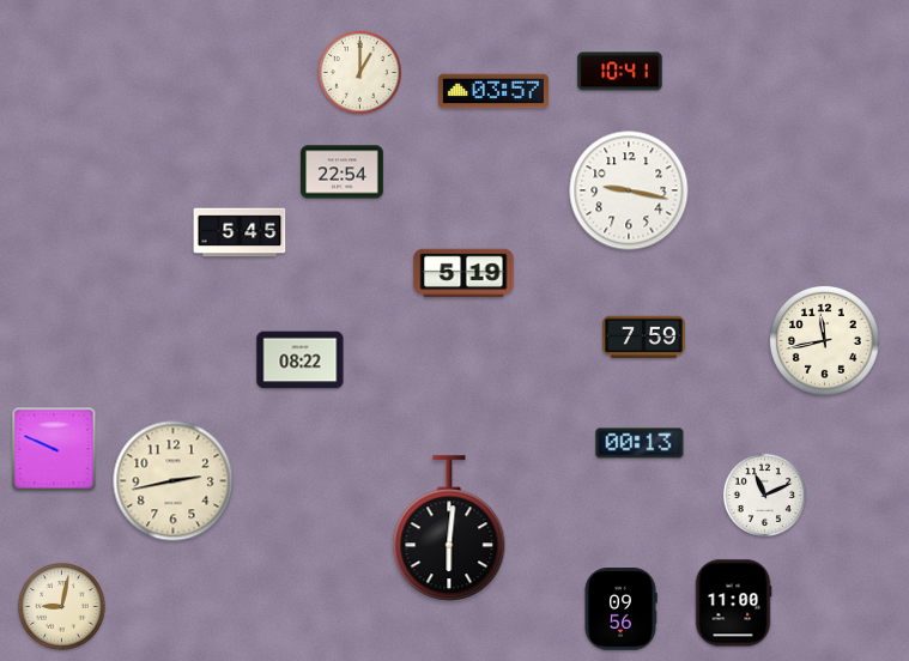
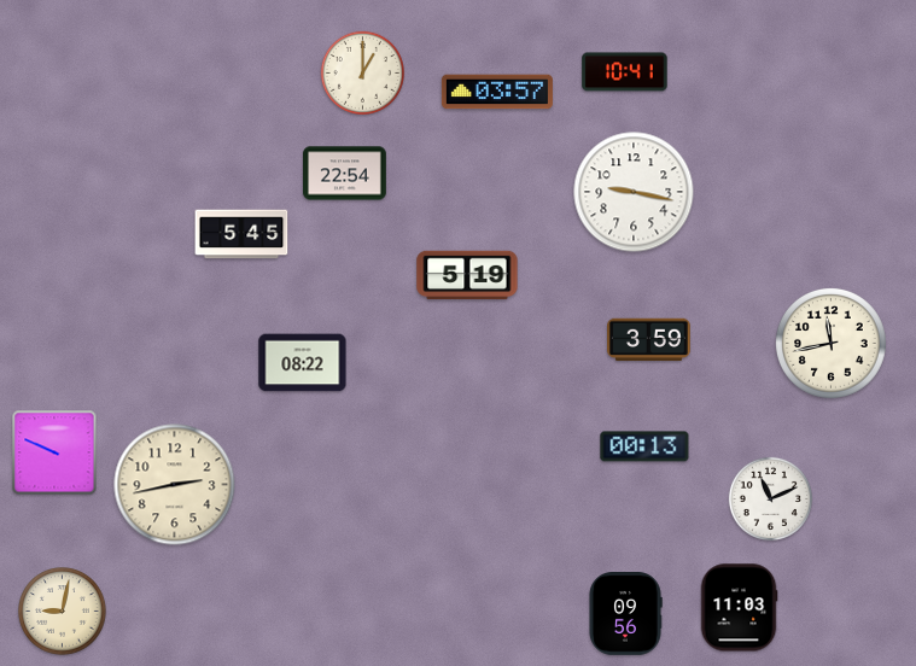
clock at (644, 338): 7:59 -> 3:59
clock at (449, 529): 6:01 -> none
clock at (733, 604): 11:00 -> 11:03
